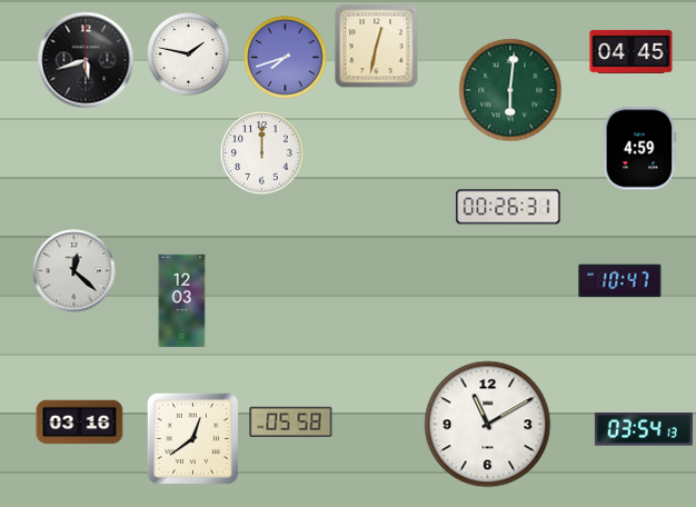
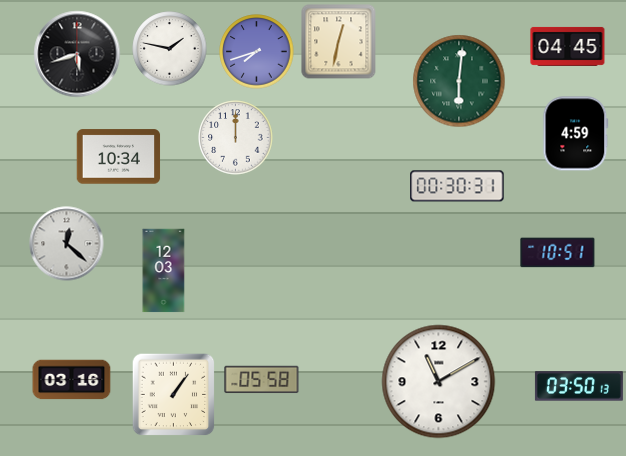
clock at (119, 157): none -> 10:34
clock at (508, 207): 00:26 -> 00:30
clock at (620, 281): 10:47 -> 10:51
clock at (644, 429): 03:54 -> 03:50
clock at (193, 439): 12:39 -> 1:06
